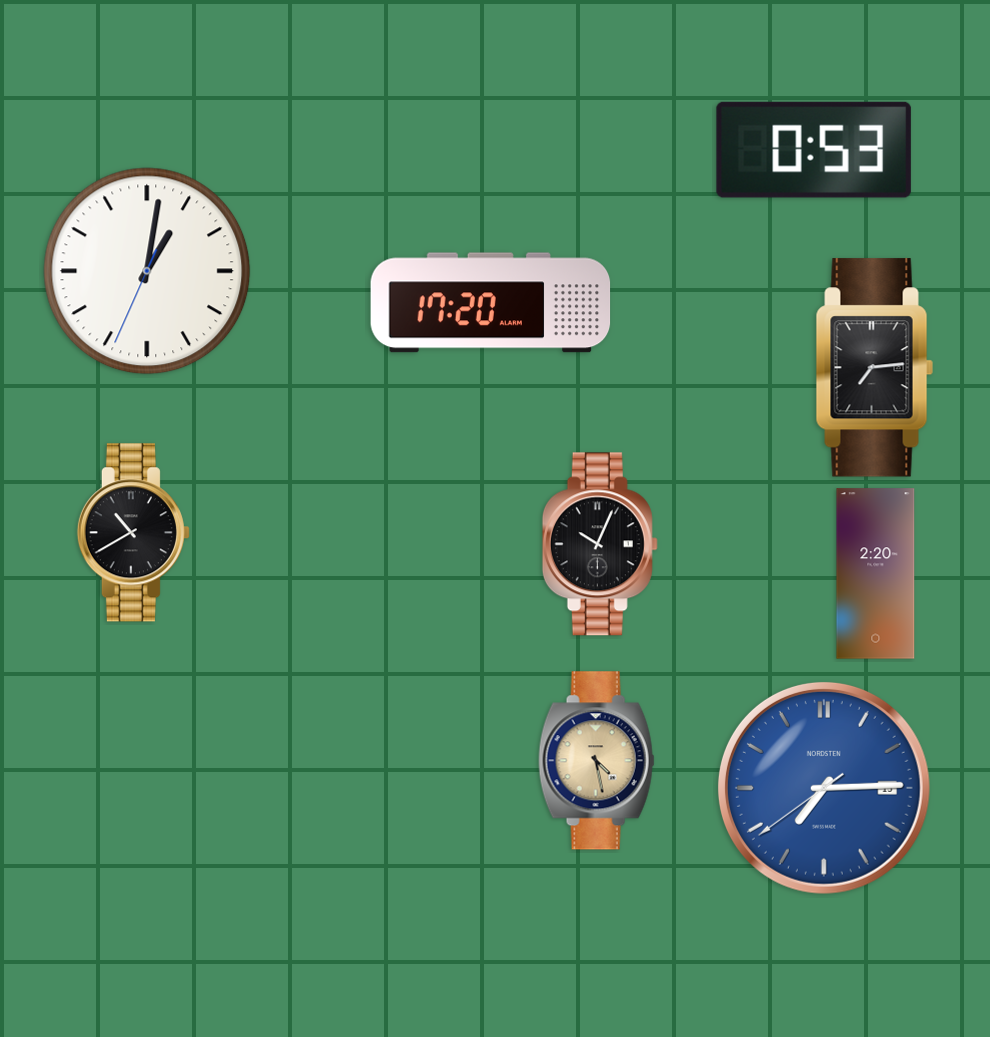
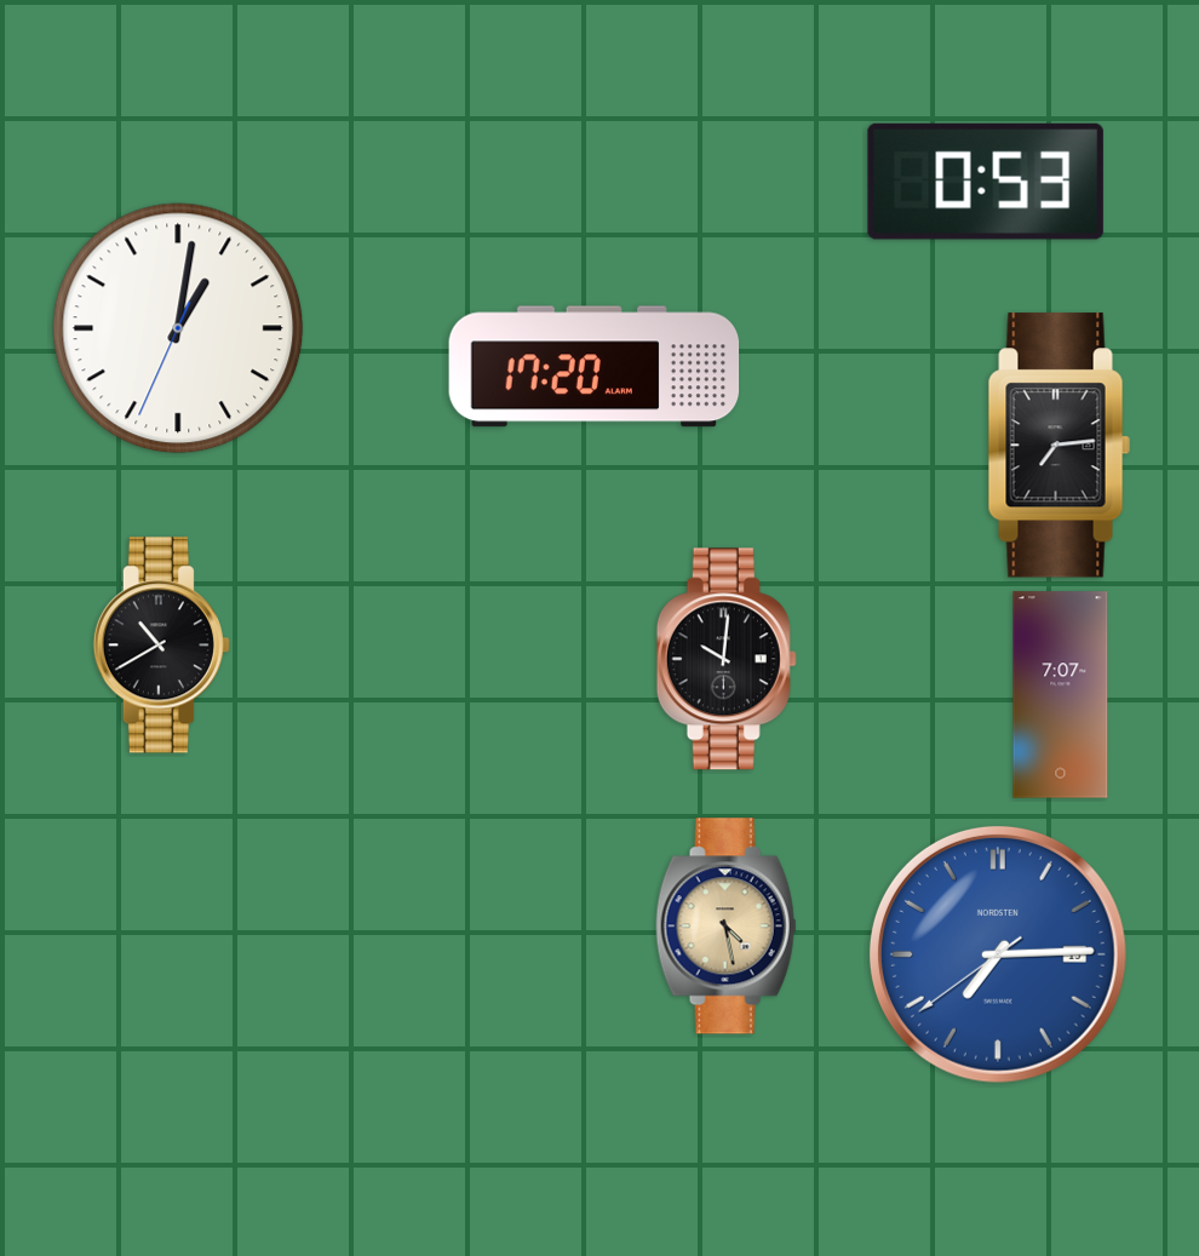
clock at (600, 544): 10:04 -> 10:01
clock at (876, 574): 2:20 -> 7:07
clock at (596, 761) position: (596, 761) -> (725, 927)
